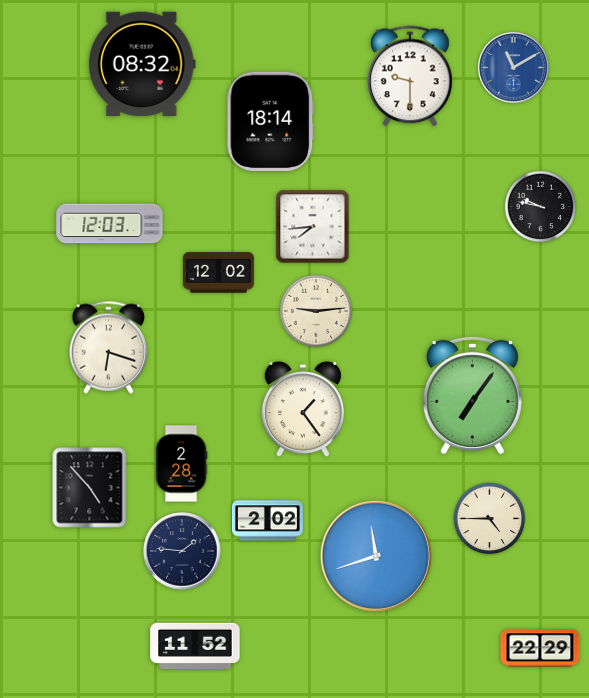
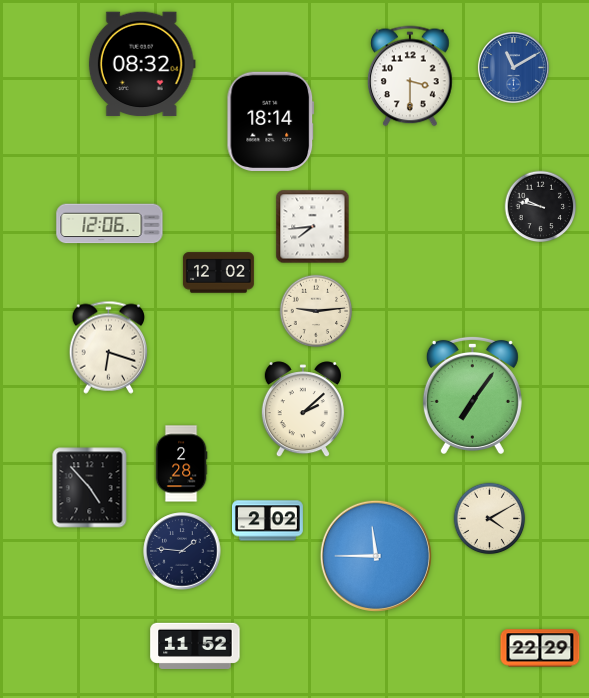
clock at (410, 76): 9:30 -> 3:30
clock at (110, 224): 12:03 -> 12:06
clock at (303, 410): 1:24 -> 2:08
clock at (490, 519): 4:45 -> 4:10
clock at (376, 556): 11:42 -> 11:45
